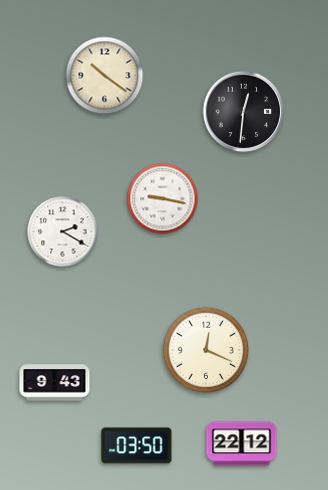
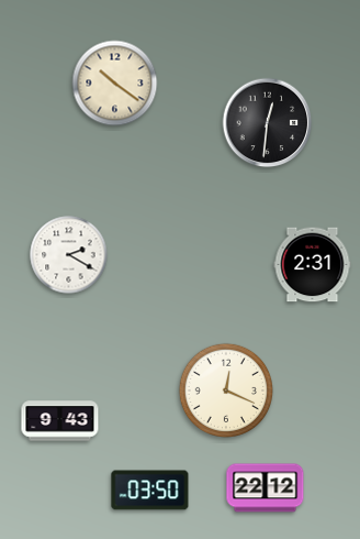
clock at (163, 199): 9:17 -> none
clock at (313, 265): none -> 2:31
clock at (206, 350) position: (206, 350) -> (226, 391)
